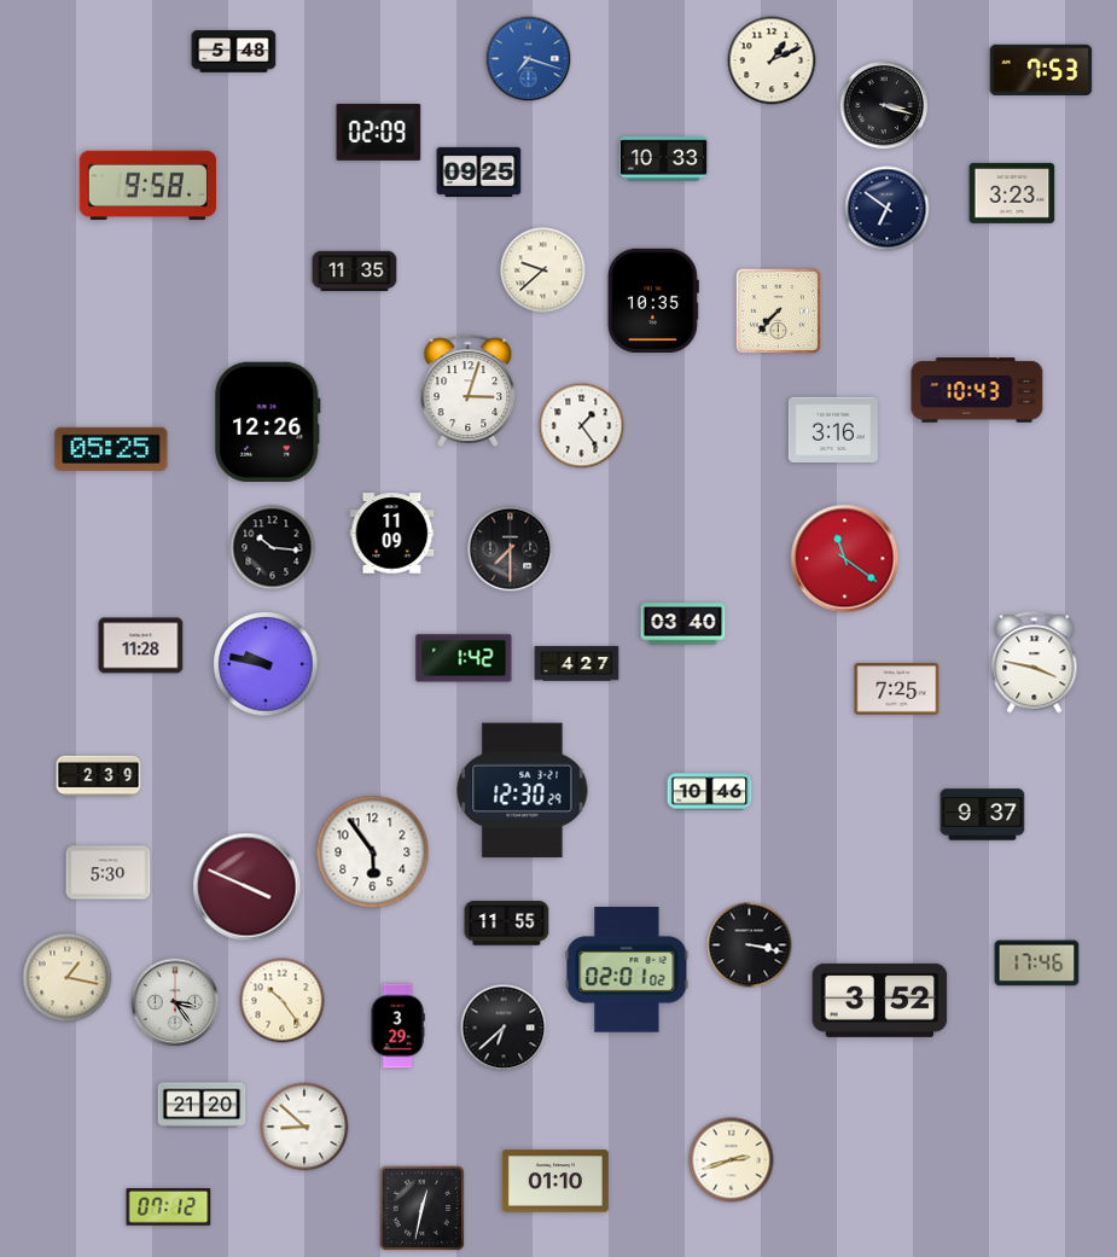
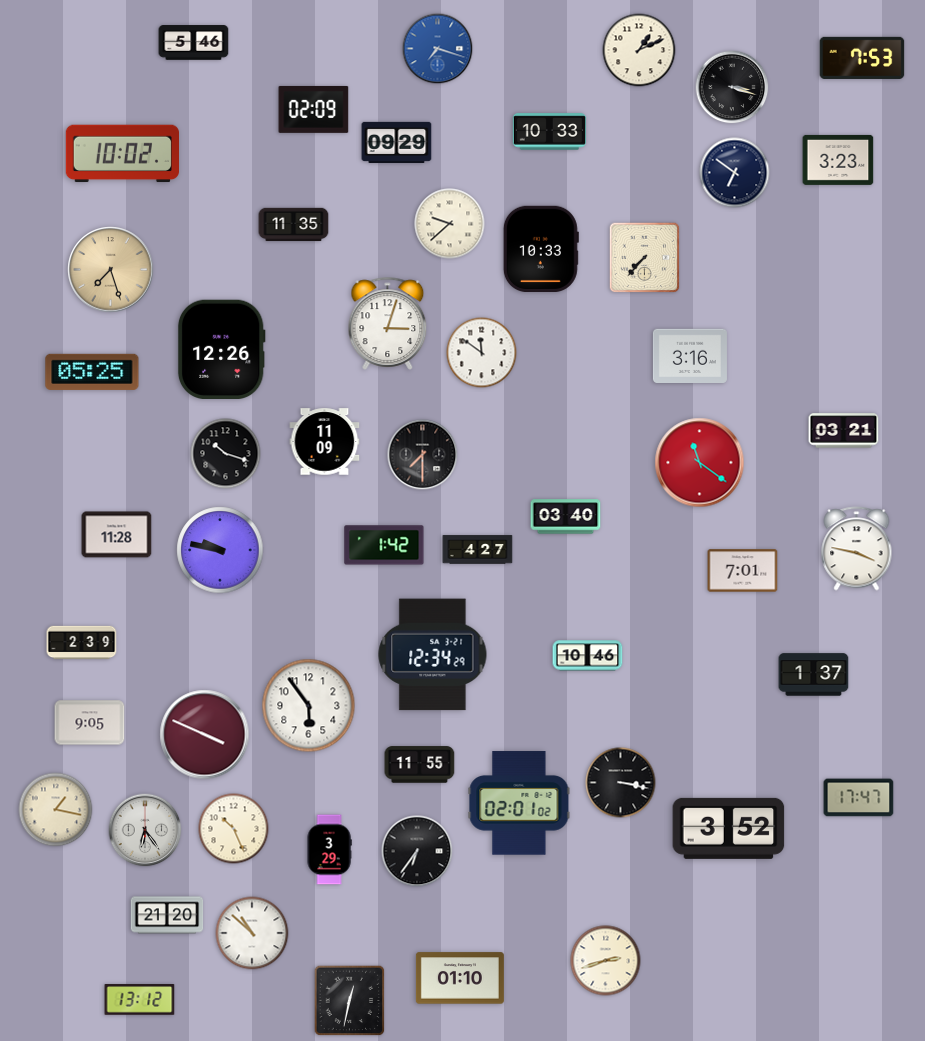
clock at (234, 52): 5:48 -> 5:46
clock at (479, 171): 09:25 -> 09:29
clock at (147, 186): 9:58 -> 10:02
clock at (653, 299): 10:35 -> 10:33
clock at (111, 270): none -> 7:27
clock at (977, 390): 10:43 -> none
clock at (582, 426): 1:24 -> 11:51
clock at (844, 431): none -> 03:21
clock at (273, 548): 10:16 -> 10:18
clock at (897, 689): 7:25 -> 7:01
clock at (523, 791): 12:30 -> 12:34
clock at (983, 815): 9:37 -> 1:37
clock at (109, 873): 5:30 -> 9:05
clock at (1037, 964): 17:46 -> 17:47
clock at (283, 1001): 10:24 -> 10:26
clock at (175, 1002): 3:24 -> 6:24
clock at (504, 1028): 6:38 -> 6:36
clock at (304, 1127): 8:52 -> 10:52
clock at (169, 1207): 07:12 -> 13:12
